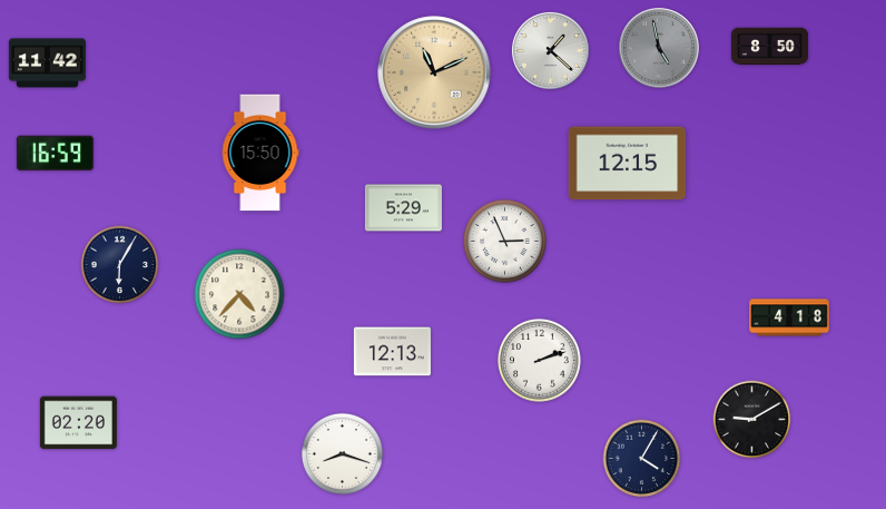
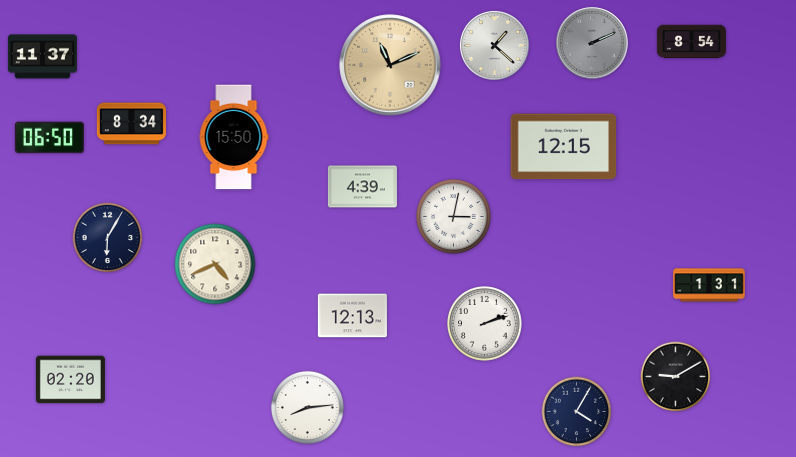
clock at (769, 47): 8:50 -> 8:54
clock at (659, 48): 4:58 -> 2:11
clock at (47, 63): 11:42 -> 11:37
clock at (131, 124): none -> 8:34
clock at (55, 154): 16:59 -> 06:50
clock at (403, 208): 5:29 -> 4:39
clock at (505, 242): 2:56 -> 3:02
clock at (239, 294): 4:37 -> 4:41
clock at (789, 317): 4:18 -> 1:31
clock at (342, 453): 8:18 -> 8:14
